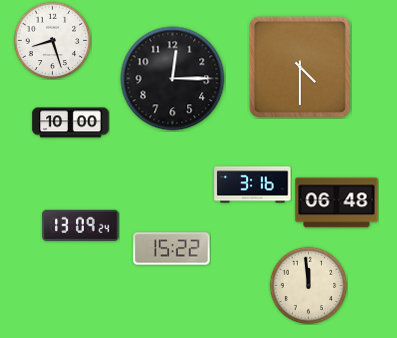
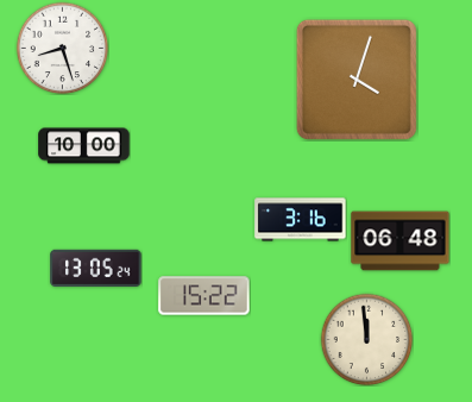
clock at (300, 67): 4:30 -> 4:03
clock at (173, 79): 12:15 -> none
clock at (81, 225): 13:09 -> 13:05
